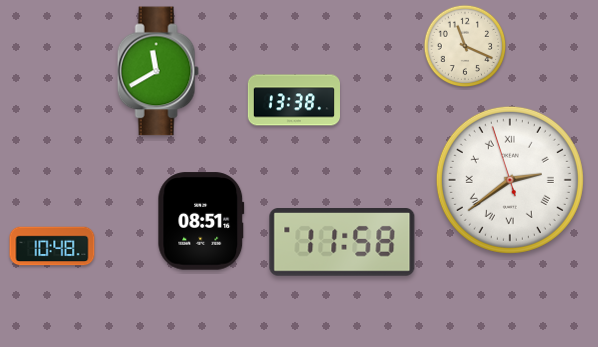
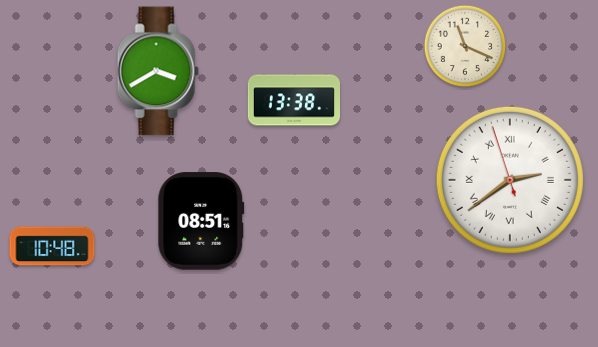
clock at (158, 71): 11:40 -> 3:40
clock at (342, 243): 11:58 -> none
